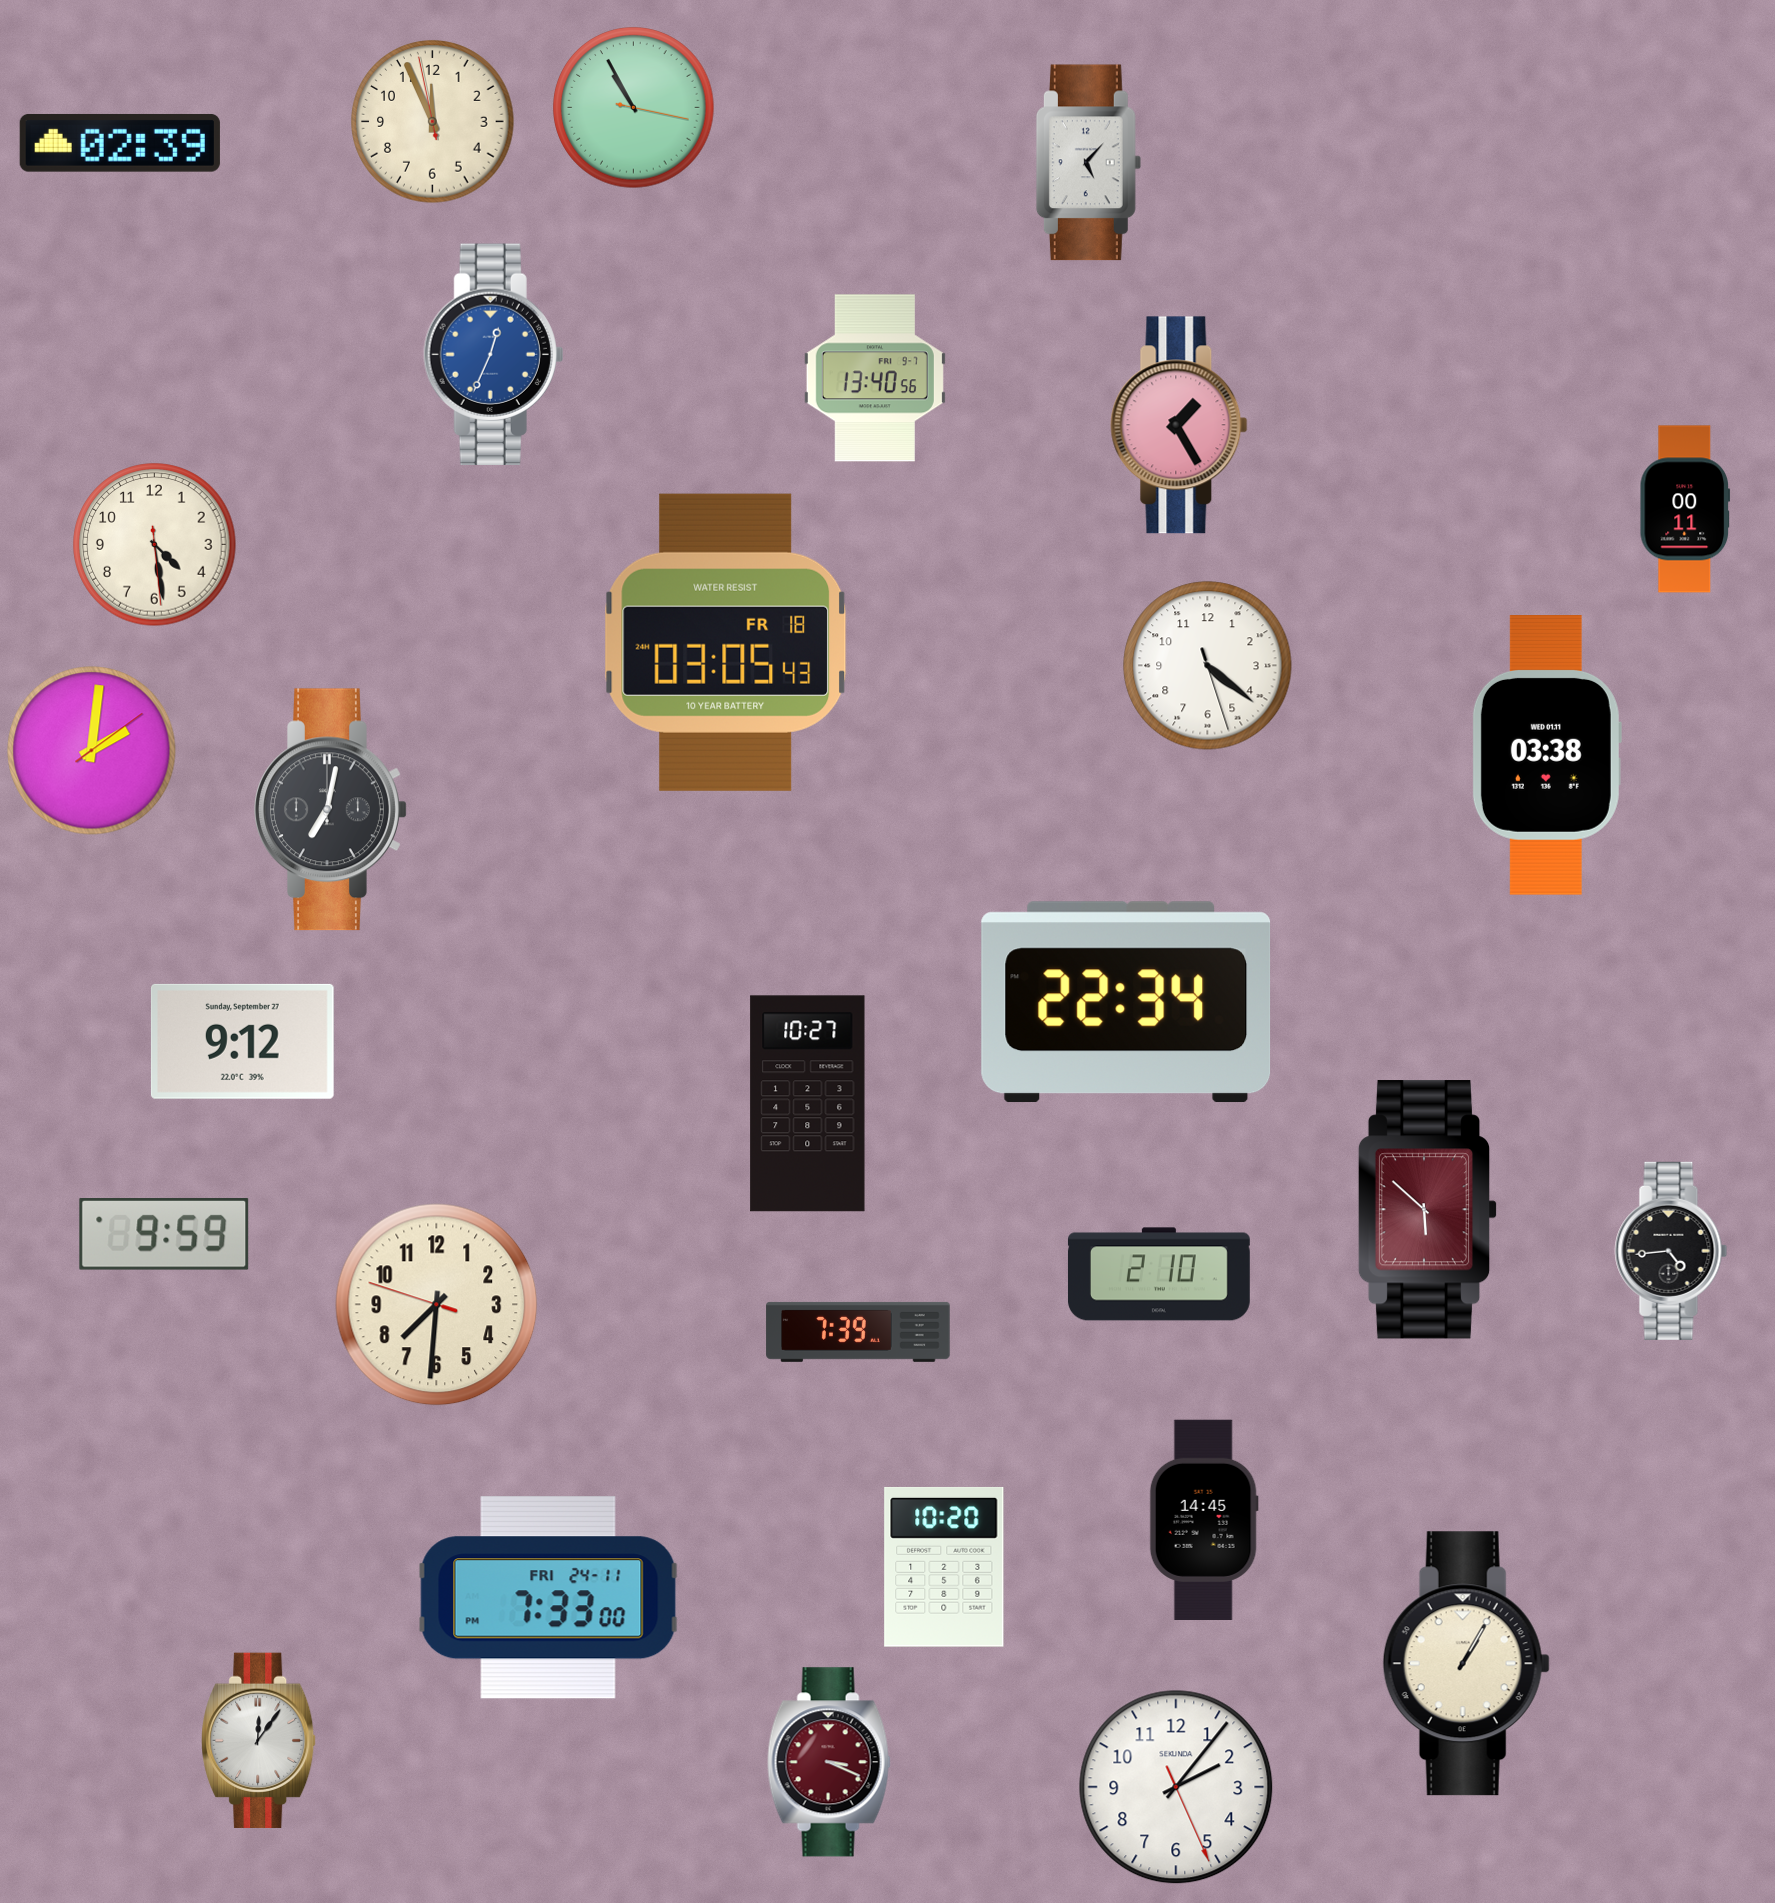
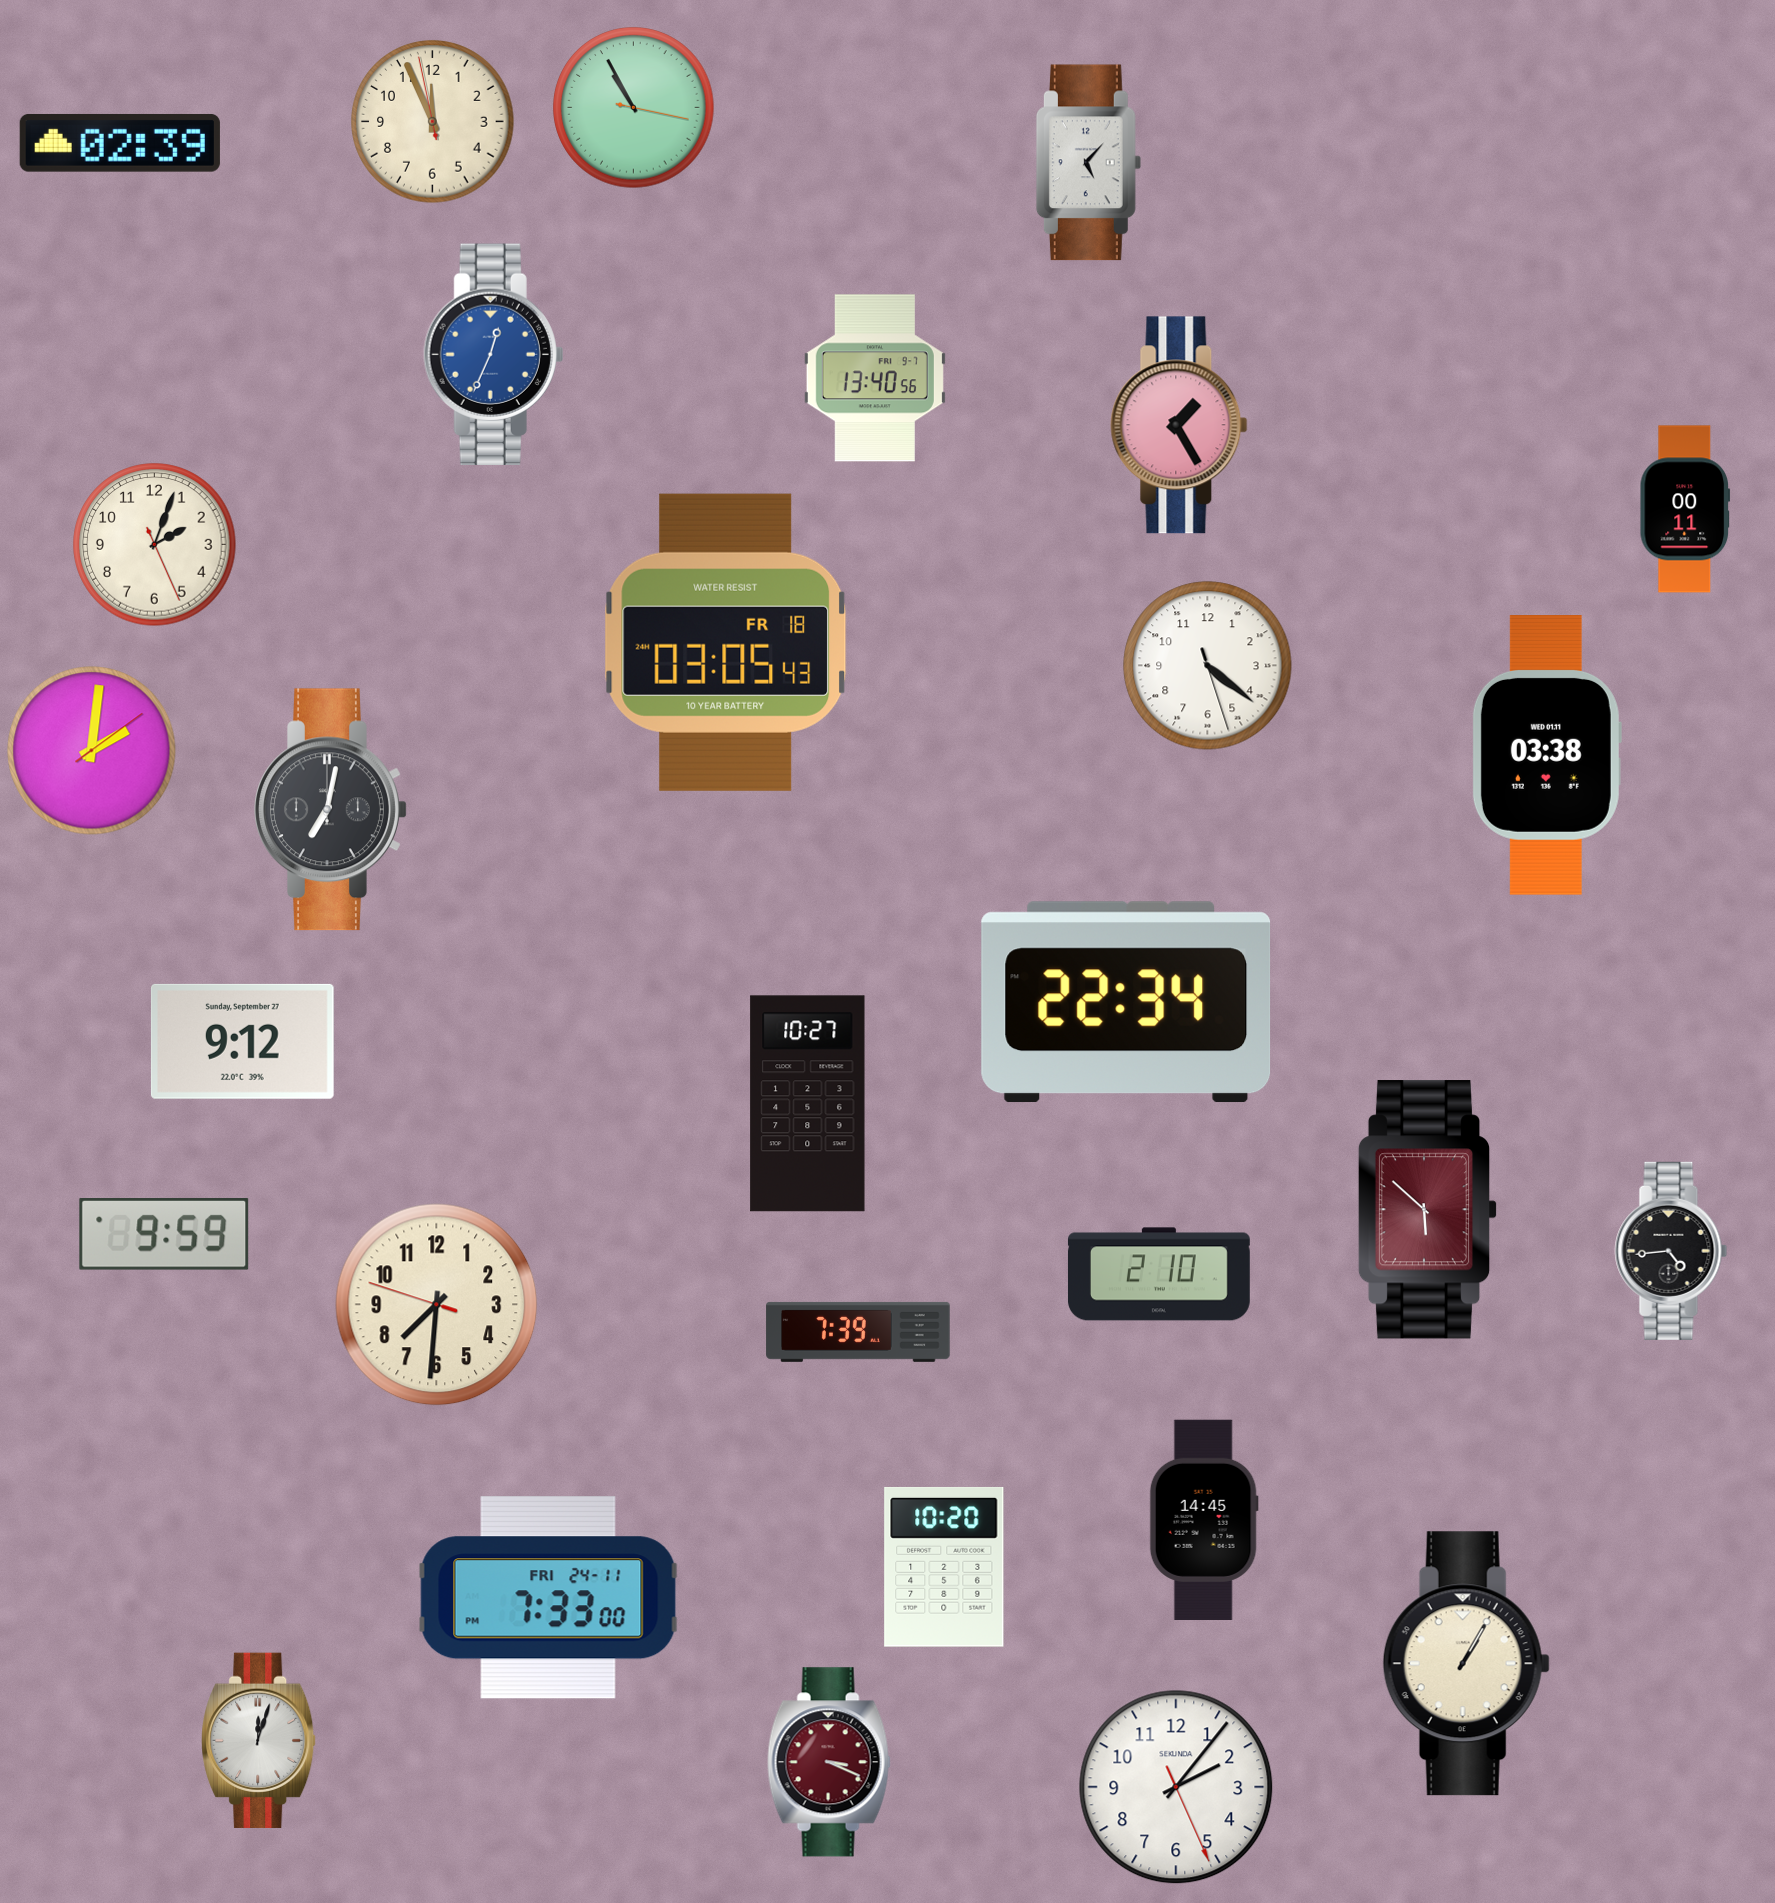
clock at (155, 545): 4:28 -> 2:03
clock at (259, 1740): 12:06 -> 12:03
